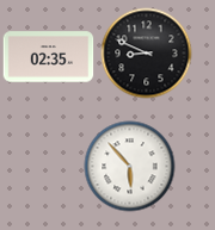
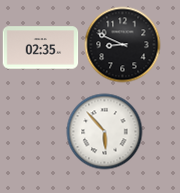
clock at (130, 167) position: (130, 167) -> (105, 132)
